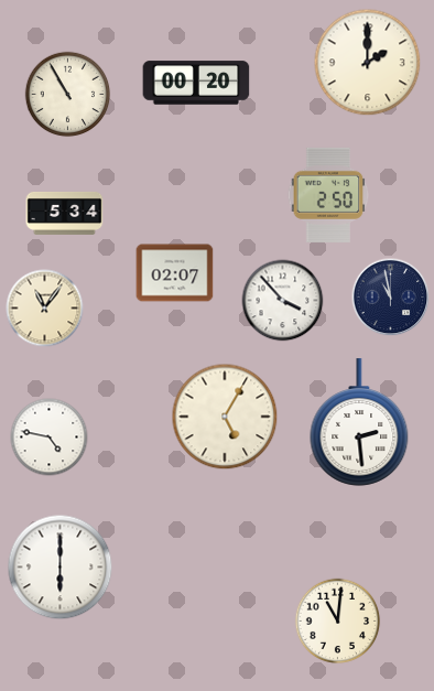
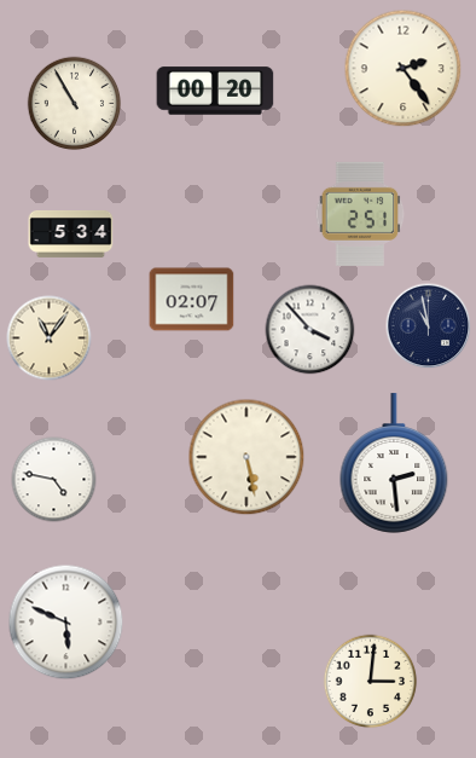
clock at (368, 63): 2:00 -> 2:24
clock at (328, 195): 2:50 -> 2:51
clock at (225, 417): 5:05 -> 5:28
clock at (61, 568): 6:00 -> 5:49
clock at (338, 622): 11:01 -> 3:01
